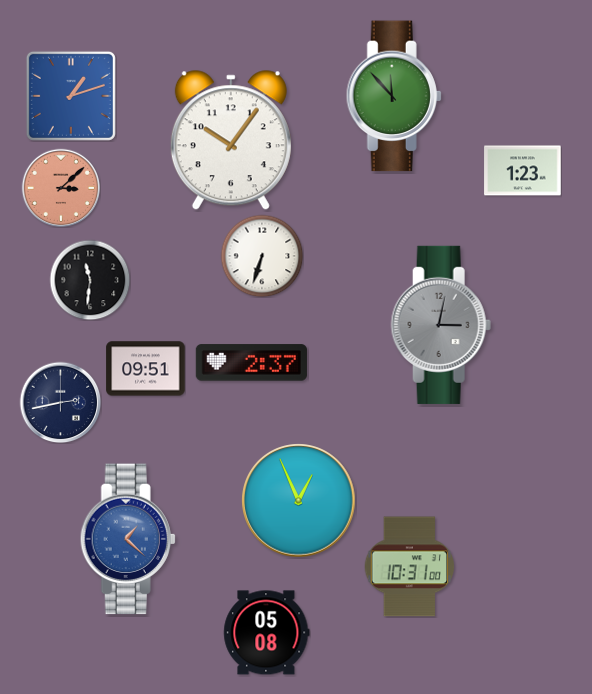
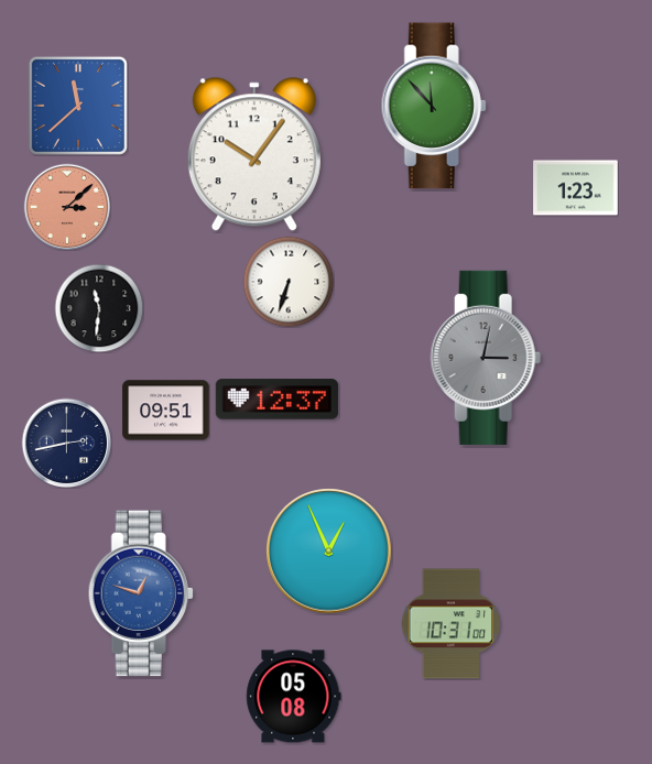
clock at (71, 96): 1:12 -> 11:38
clock at (251, 363): 2:37 -> 12:37
clock at (146, 369) position: (146, 369) -> (166, 411)
clock at (128, 539): 1:22 -> 12:48
